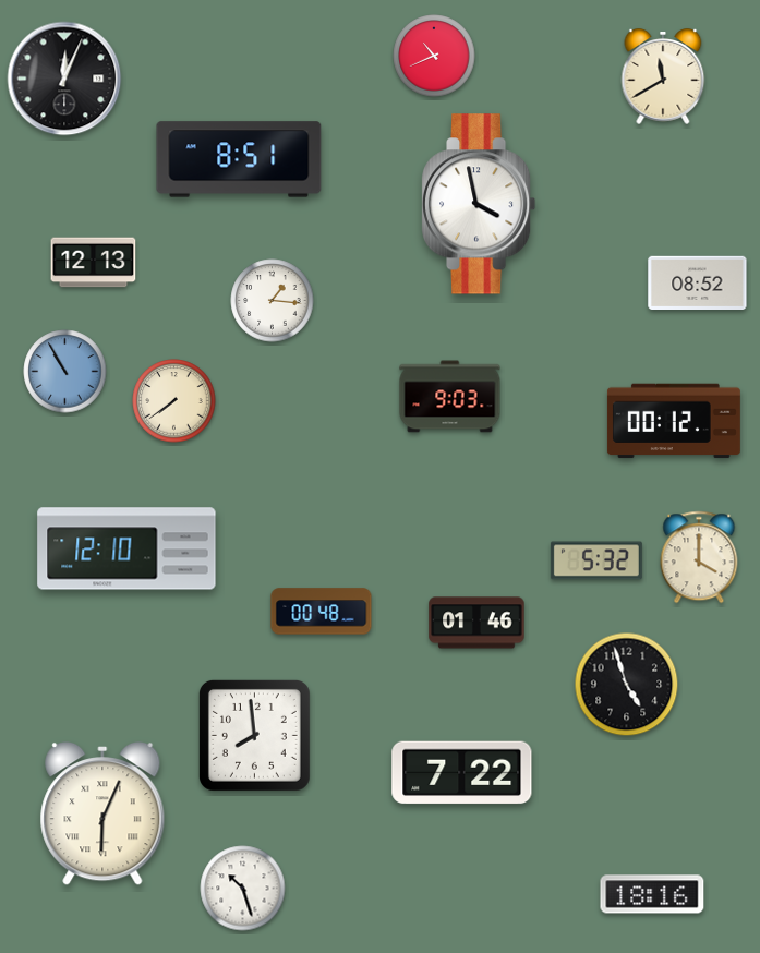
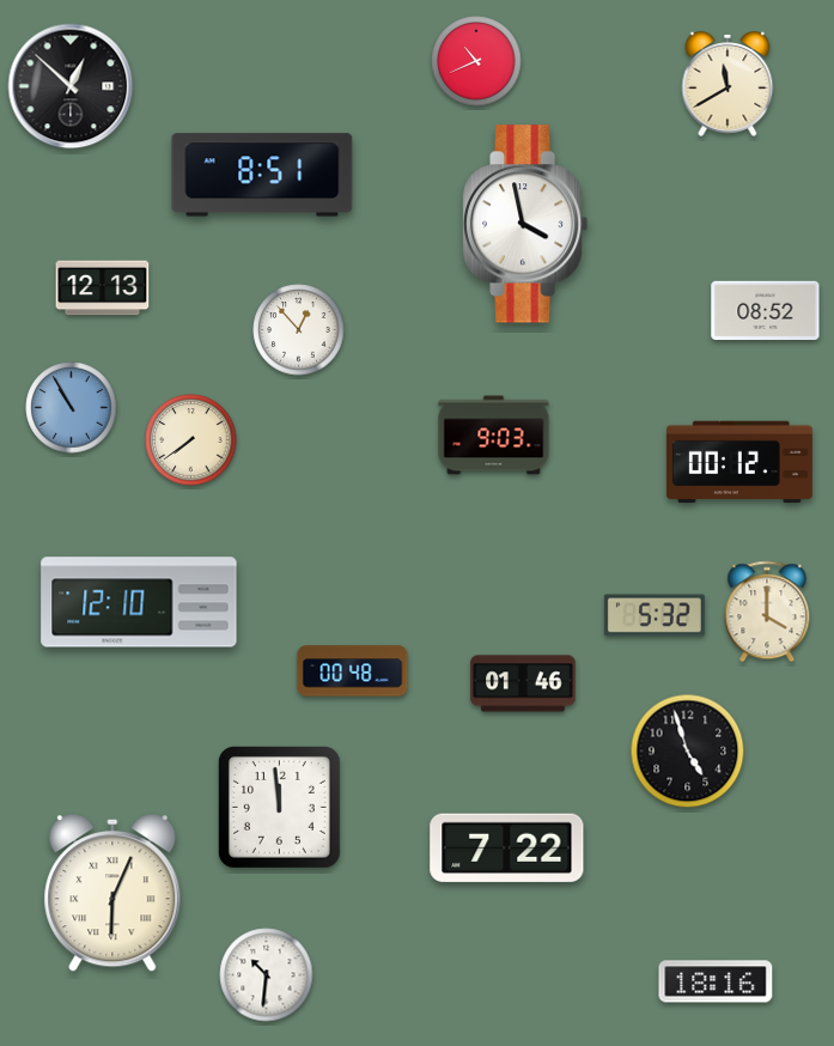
clock at (64, 79): 12:04 -> 12:52
clock at (273, 301): 1:16 -> 12:53
clock at (254, 735): 7:59 -> 11:59
clock at (243, 889): 10:27 -> 10:31
